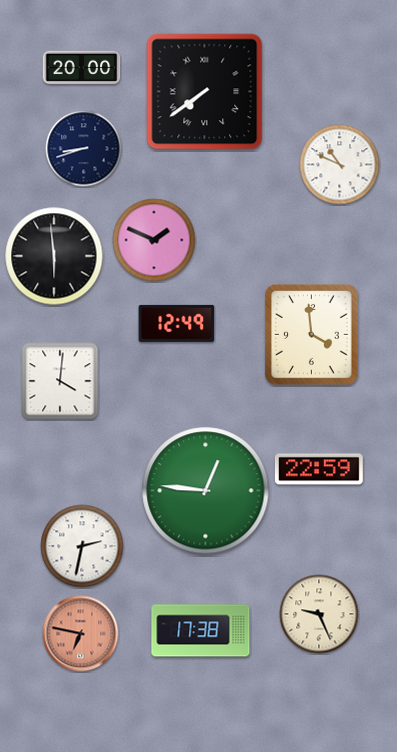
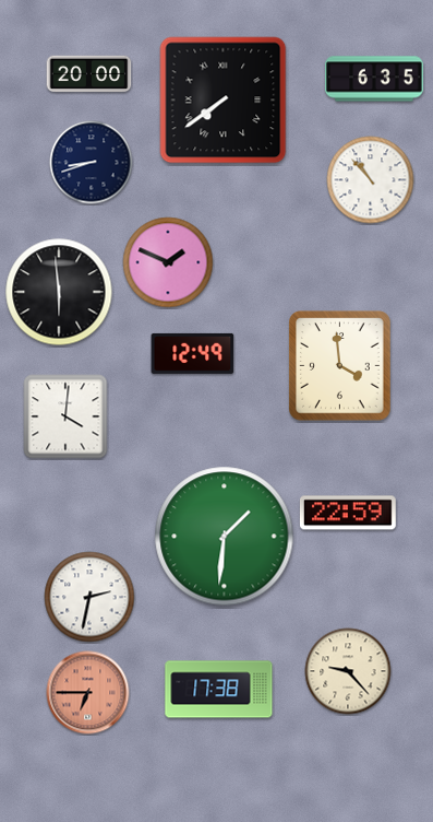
clock at (374, 79): none -> 6:35
clock at (340, 165): 10:49 -> 10:53
clock at (54, 256) position: (54, 256) -> (59, 292)
clock at (206, 491): 12:46 -> 1:31
clock at (319, 614): 9:26 -> 9:23
clock at (81, 634): 6:47 -> 6:45
